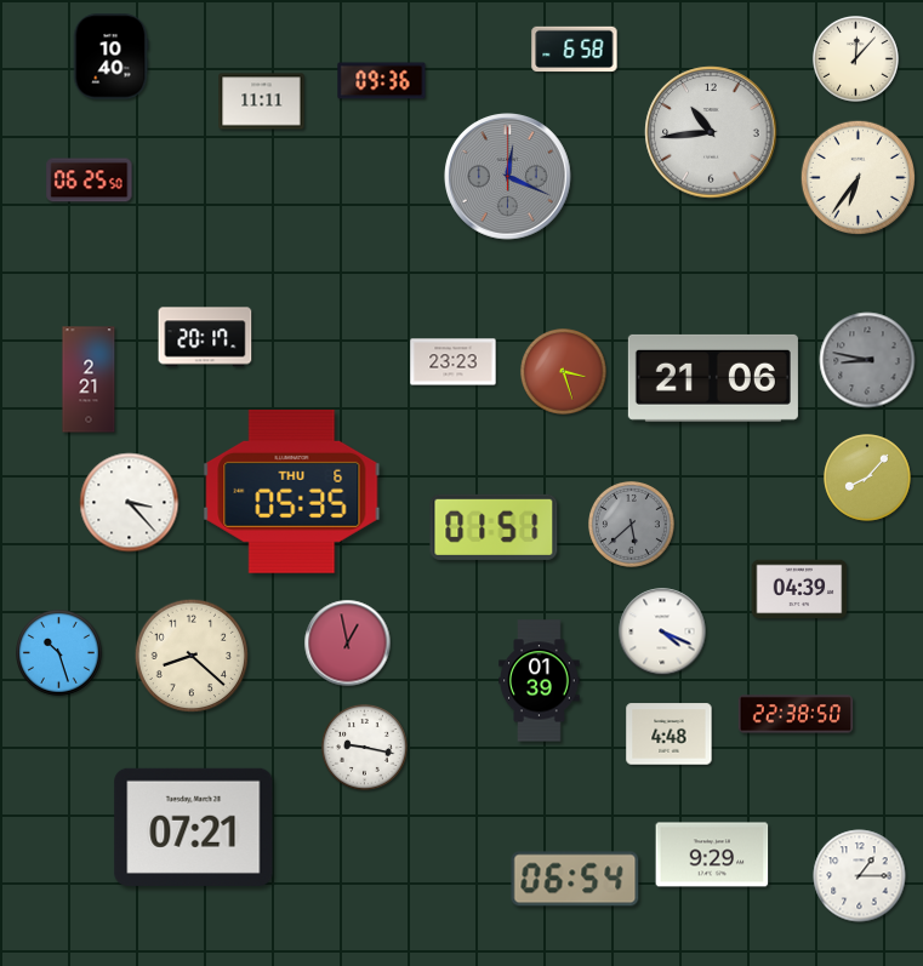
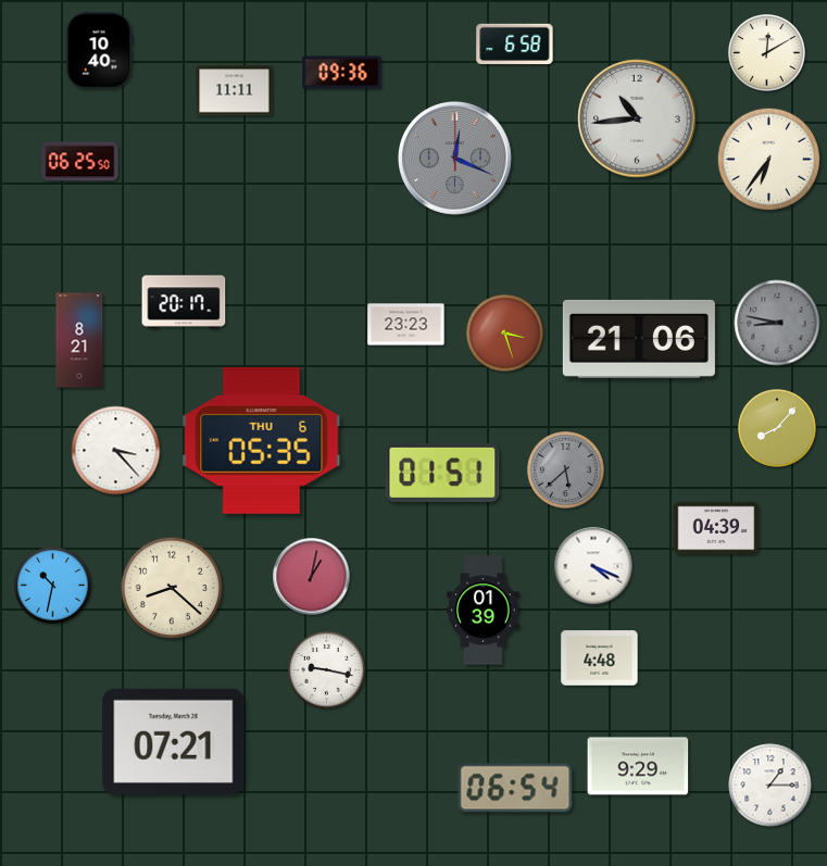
clock at (856, 59): 12:07 -> 12:10
clock at (89, 379): 2:21 -> 8:21
clock at (348, 644): 12:58 -> 1:02
clock at (59, 653): 10:27 -> 10:32
clock at (796, 714): 22:38 -> none
